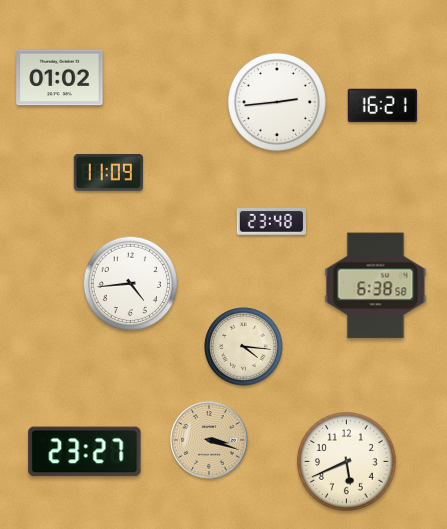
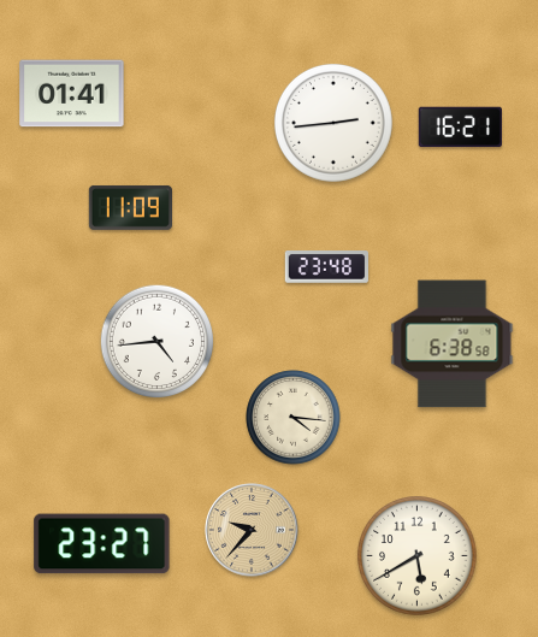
clock at (60, 78): 01:02 -> 01:41
clock at (209, 440): 3:18 -> 9:37
clock at (347, 462): 5:41 -> 5:40
